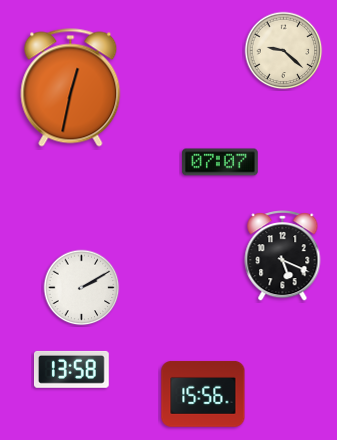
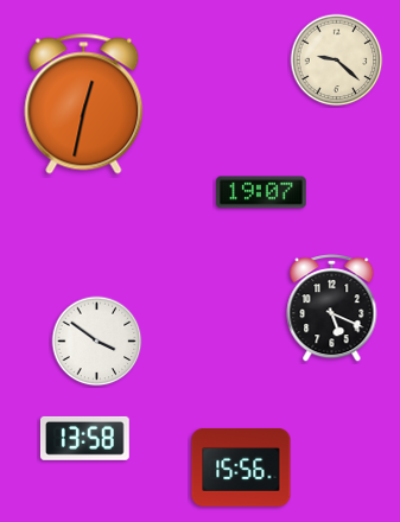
clock at (220, 162): 07:07 -> 19:07
clock at (283, 256) position: (283, 256) -> (332, 308)
clock at (82, 288): 2:10 -> 3:51
